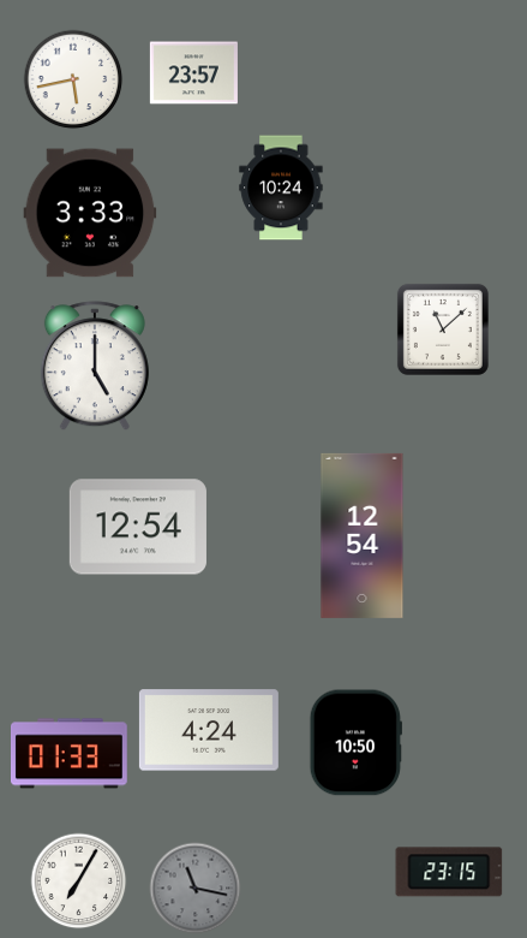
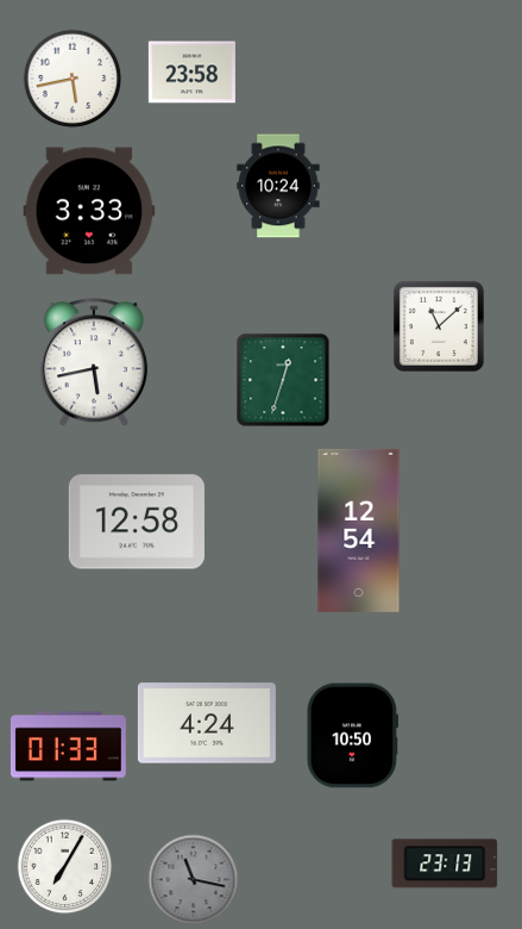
clock at (193, 73): 23:57 -> 23:58
clock at (95, 367): 5:00 -> 5:43
clock at (283, 380): none -> 12:33
clock at (138, 527): 12:54 -> 12:58
clock at (449, 872): 23:15 -> 23:13
clock at (79, 881) position: (79, 881) -> (65, 867)
